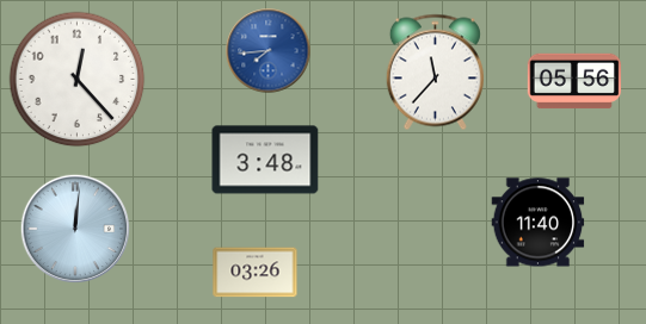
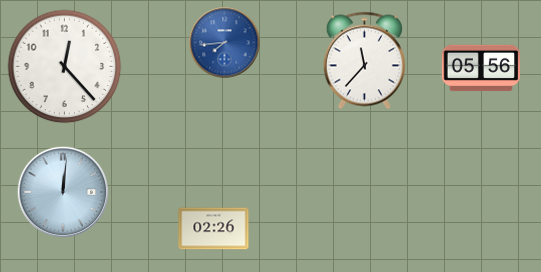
clock at (265, 160): 3:48 -> none
clock at (539, 223): 11:40 -> none
clock at (256, 273): 03:26 -> 02:26
